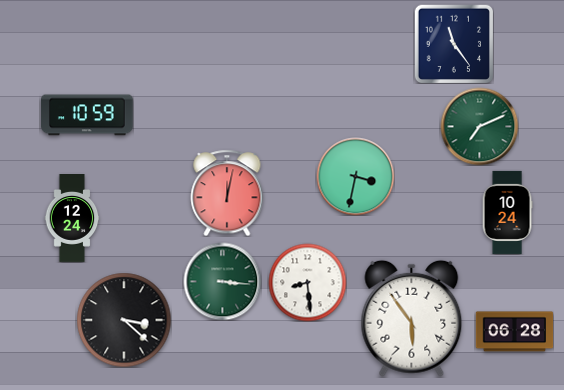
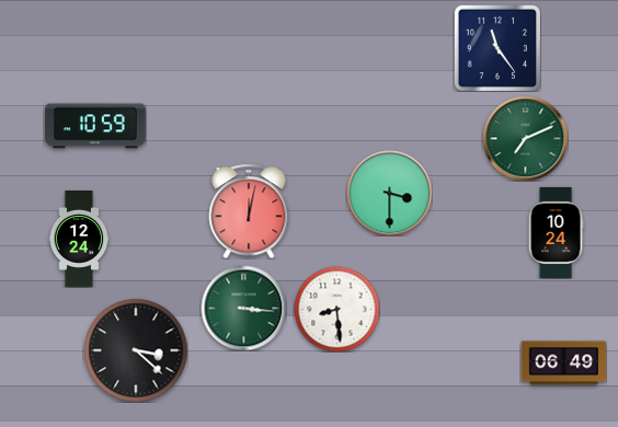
clock at (355, 176): 3:32 -> 3:30
clock at (412, 318): 5:54 -> none
clock at (514, 332): 06:28 -> 06:49
